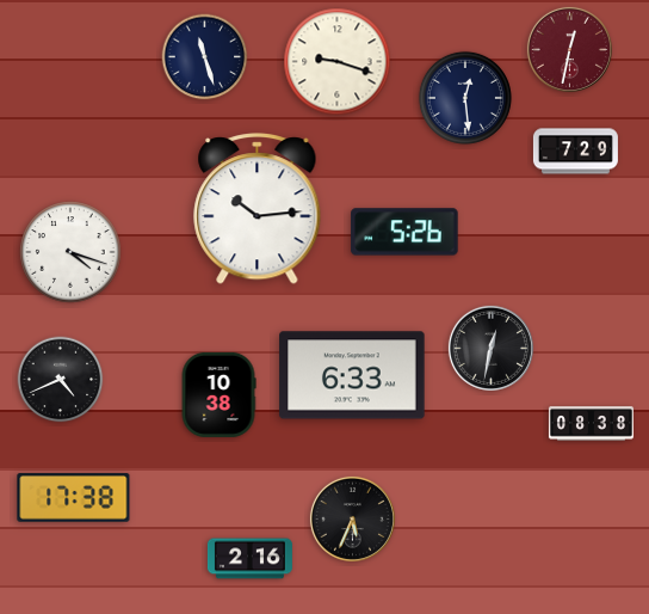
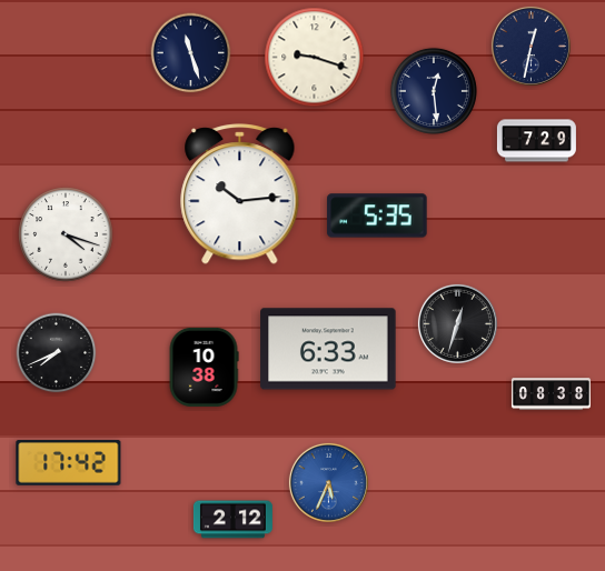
clock at (569, 49) dial: burgundy -> navy
clock at (404, 232): 5:26 -> 5:35
clock at (490, 348): 12:32 -> 12:33
clock at (61, 380): 4:41 -> 7:41
clock at (74, 498): 17:38 -> 17:42
clock at (352, 518) dial: black -> blue
clock at (249, 559): 2:16 -> 2:12
